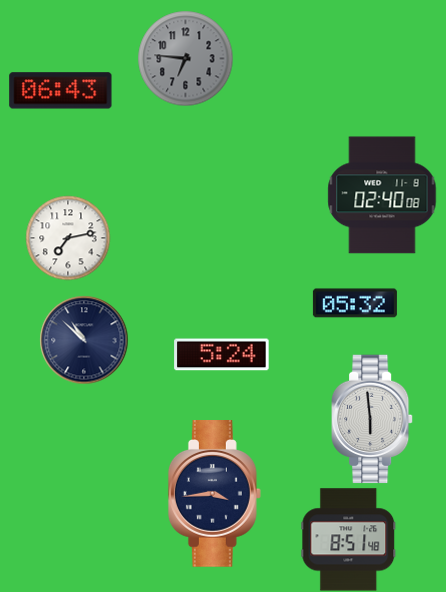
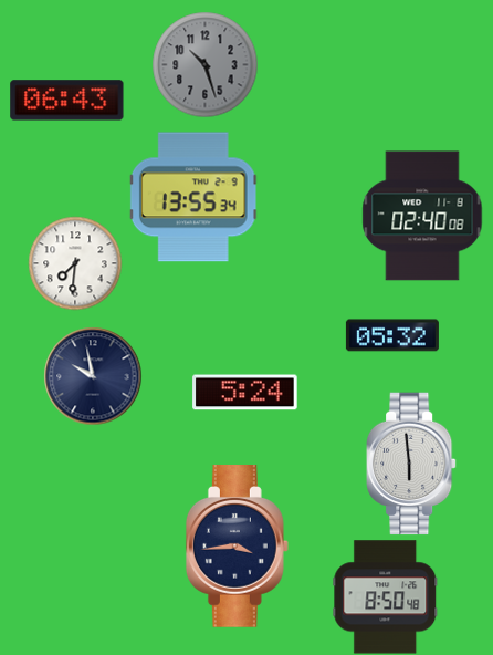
clock at (185, 58): 6:46 -> 10:27
clock at (193, 197): none -> 13:55
clock at (68, 238): 7:13 -> 7:31
clock at (84, 340): 10:52 -> 9:58
clock at (349, 540): 8:51 -> 8:50
